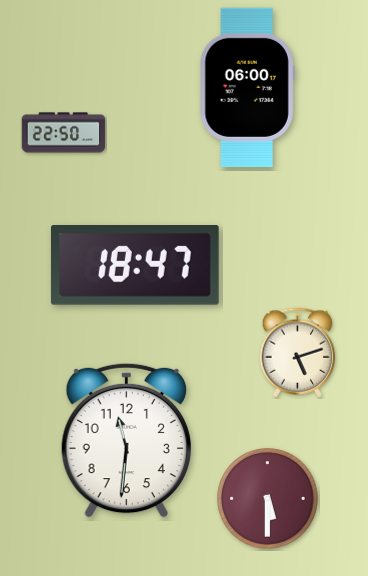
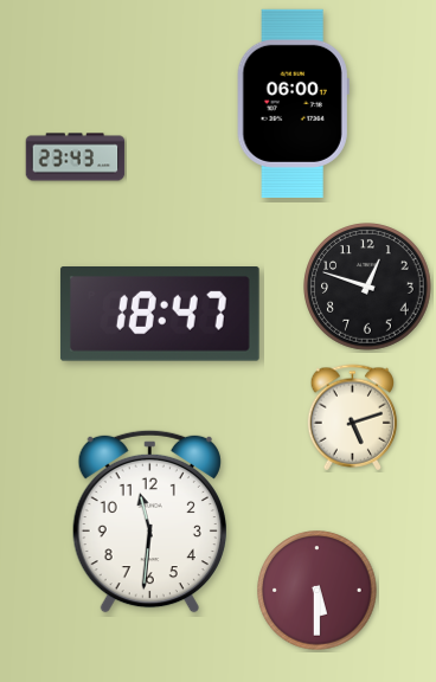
clock at (64, 133): 22:50 -> 23:43
clock at (367, 287): none -> 12:48
